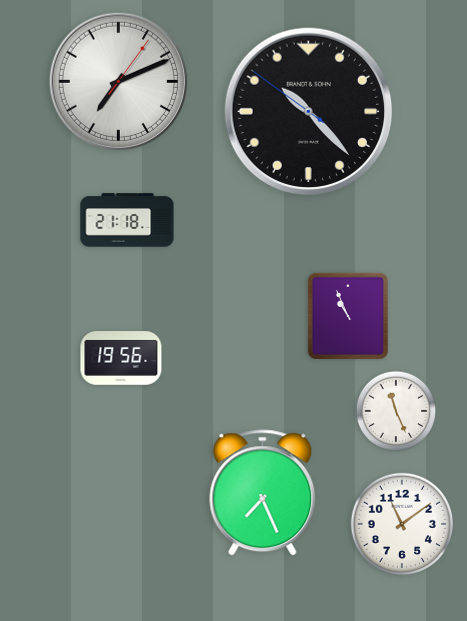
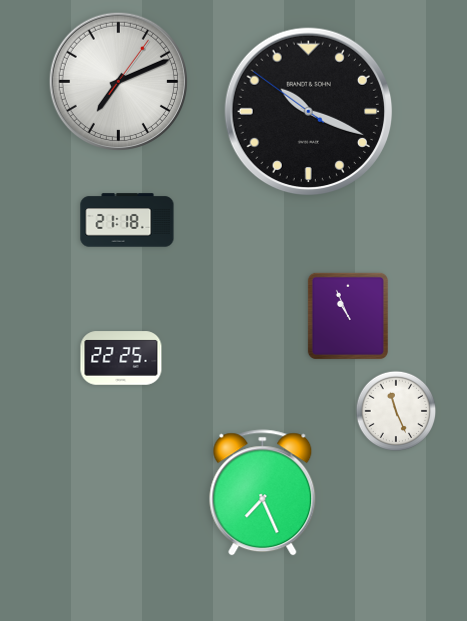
clock at (309, 112): 10:22 -> 10:18
clock at (121, 358): 19:56 -> 22:25
clock at (402, 524): 11:09 -> none
